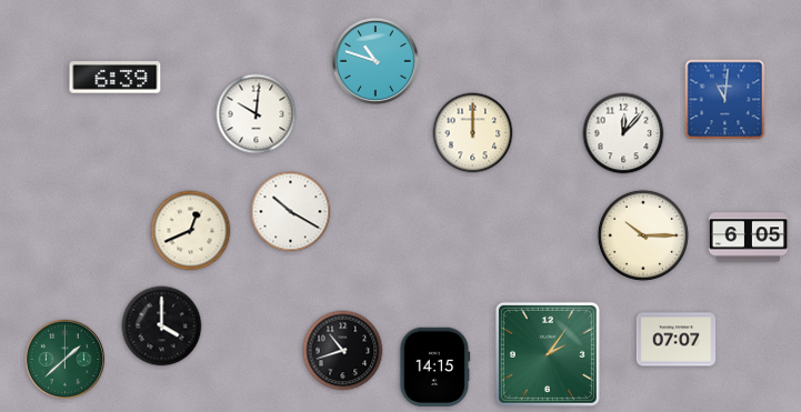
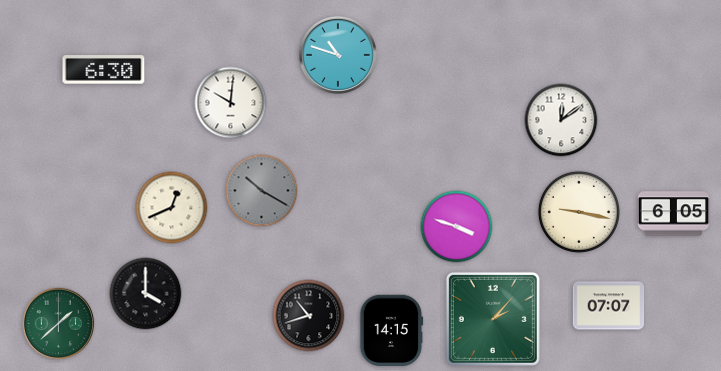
clock at (116, 78): 6:39 -> 6:30
clock at (725, 100): 11:01 -> none
clock at (473, 133): 12:00 -> none
clock at (623, 133): 12:07 -> 12:09
clock at (291, 212) dial: white -> grey
clock at (643, 235): 10:15 -> 9:17
clock at (457, 227): none -> 3:48
clock at (548, 354): 2:06 -> 2:07
